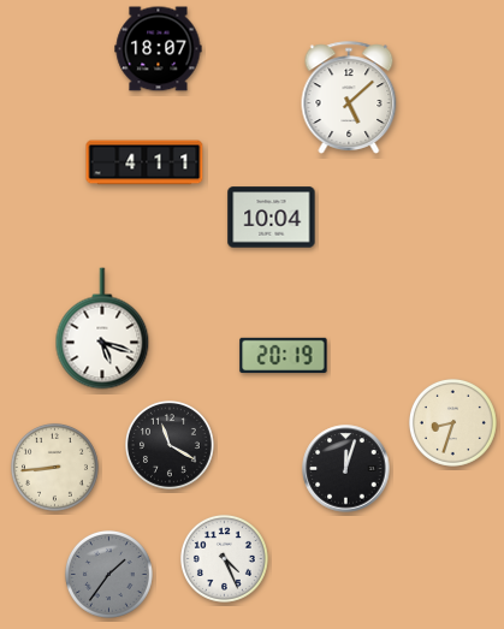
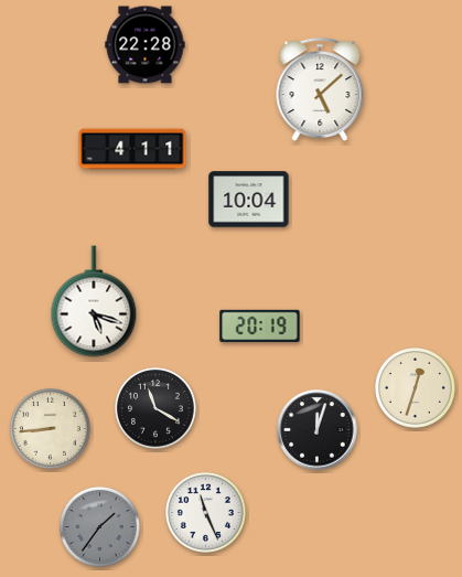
clock at (159, 49): 18:07 -> 22:28
clock at (452, 422): 8:33 -> 12:33
clock at (224, 558): 4:26 -> 11:26
